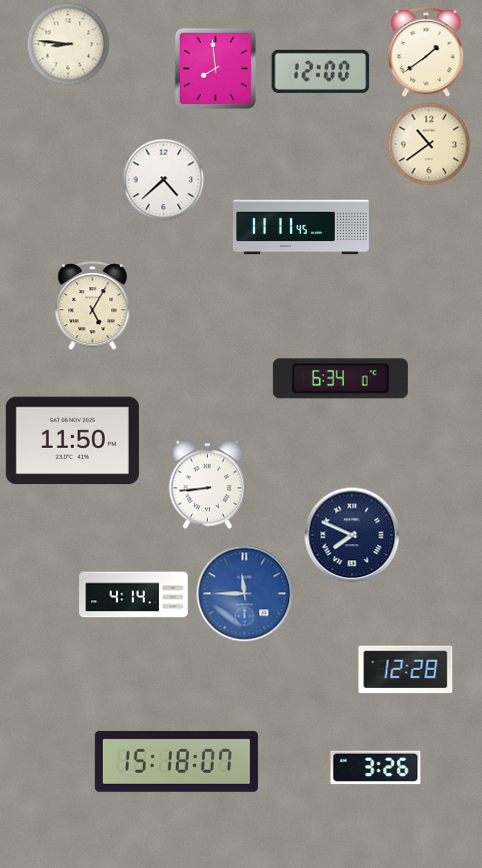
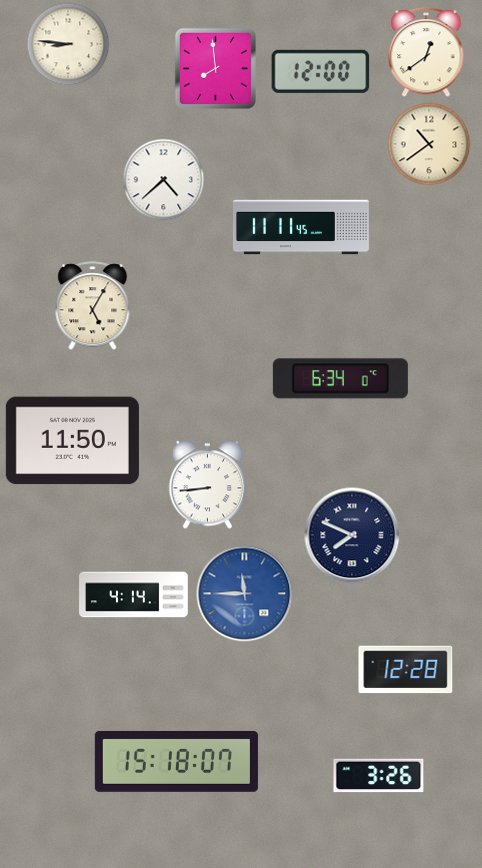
clock at (426, 53): 1:39 -> 12:39
clock at (376, 768) position: (376, 768) -> (379, 776)
